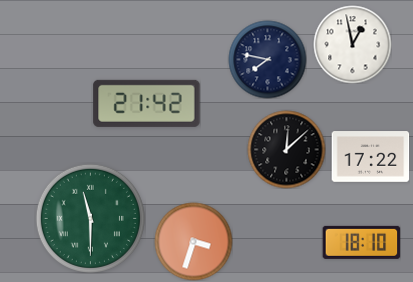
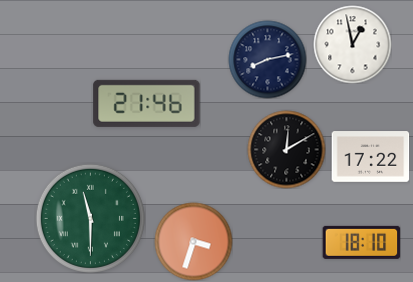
clock at (267, 59): 7:47 -> 8:13
clock at (147, 103): 21:42 -> 21:46
clock at (286, 149): 12:08 -> 12:10
